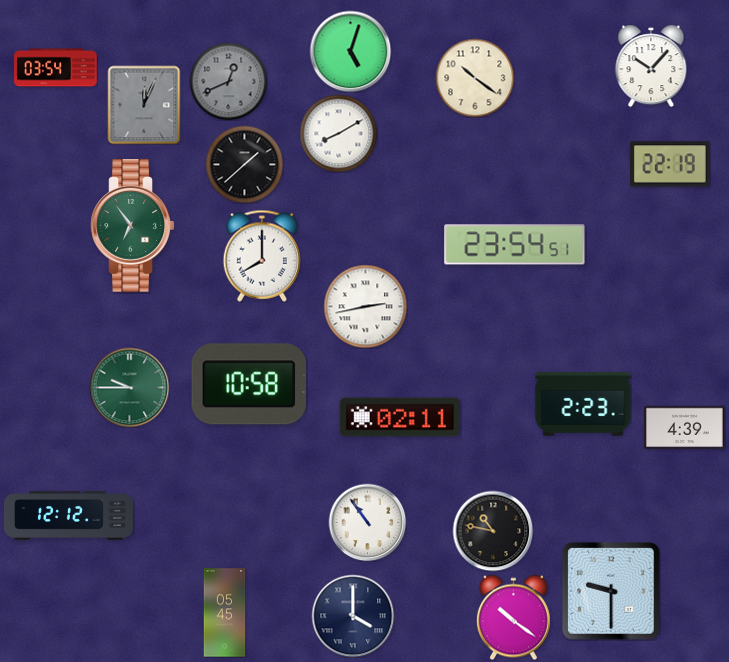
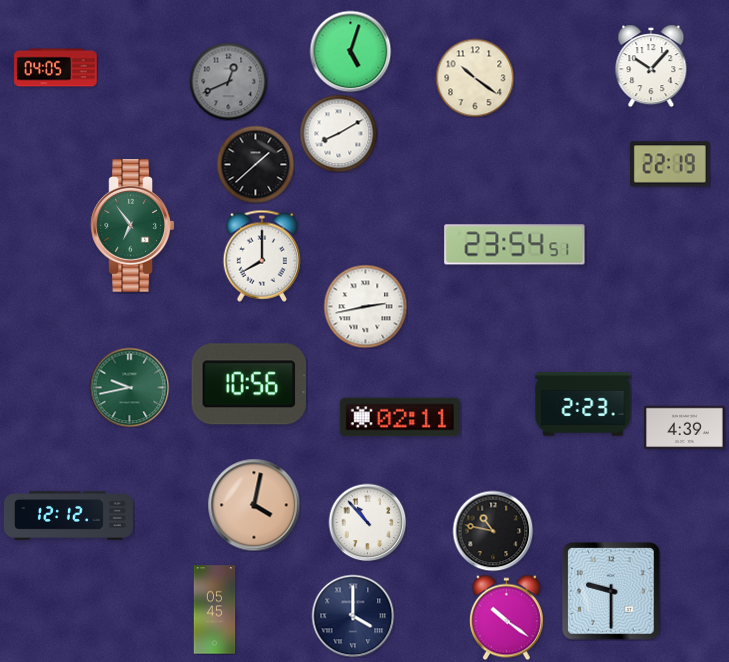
clock at (56, 68): 03:54 -> 04:05
clock at (144, 105): 12:04 -> none
clock at (244, 164) position: (244, 164) -> (255, 164)
clock at (249, 384): 10:58 -> 10:56
clock at (129, 387): 9:45 -> 9:43
clock at (254, 505): none -> 4:02
clock at (367, 522): 10:54 -> 10:53
clock at (225, 613) position: (225, 613) -> (215, 610)
clock at (513, 617) position: (513, 617) -> (506, 617)
